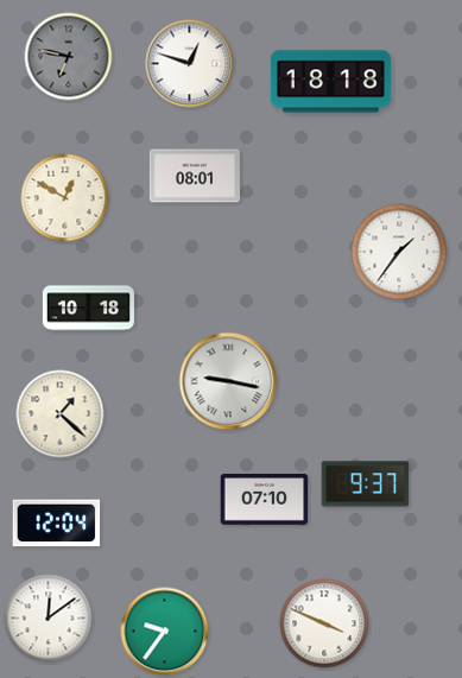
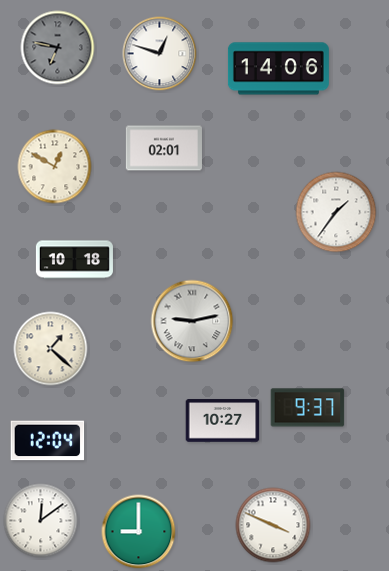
clock at (330, 82): 18:18 -> 14:06
clock at (195, 176): 08:01 -> 02:01
clock at (228, 381): 9:17 -> 9:13
clock at (265, 500): 07:10 -> 10:27
clock at (165, 632): 9:36 -> 9:00
